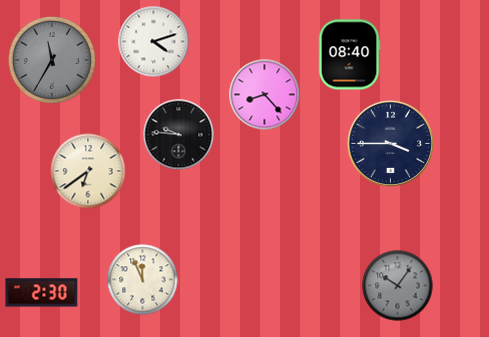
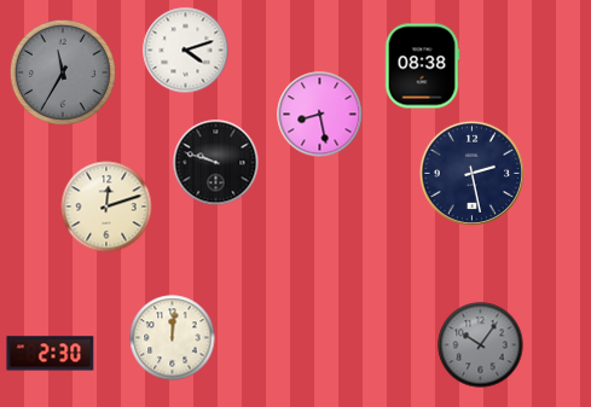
clock at (349, 55): 08:40 -> 08:38
clock at (265, 95): 8:23 -> 8:28
clock at (179, 135): 9:46 -> 9:48
clock at (390, 143): 3:45 -> 2:28
clock at (88, 171): 6:39 -> 12:12
clock at (143, 280): 11:56 -> 12:01
